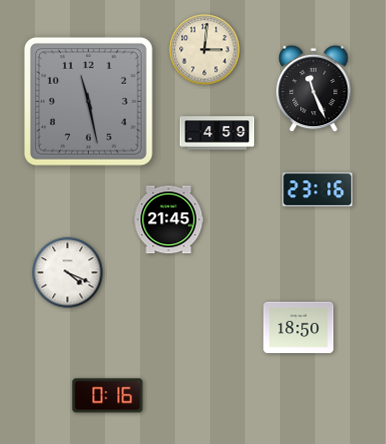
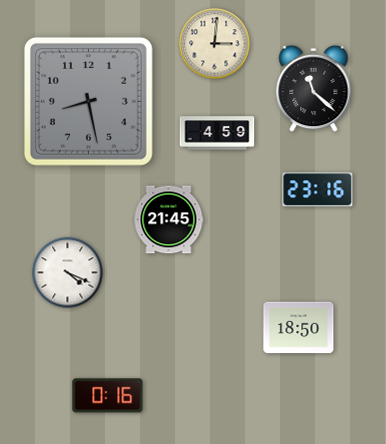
clock at (205, 50) position: (205, 50) -> (215, 44)
clock at (314, 89): 11:26 -> 11:22
clock at (88, 101): 11:28 -> 8:28
